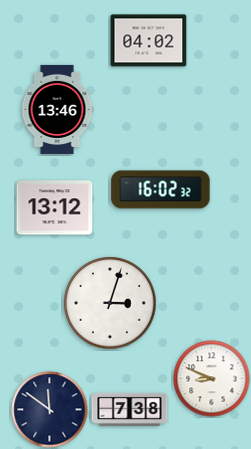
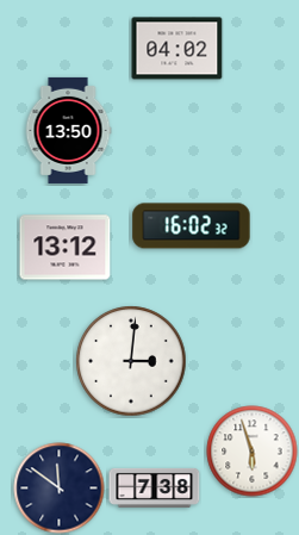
clock at (57, 109): 13:46 -> 13:50
clock at (110, 303): 3:03 -> 3:01
clock at (212, 379): 8:49 -> 5:57
